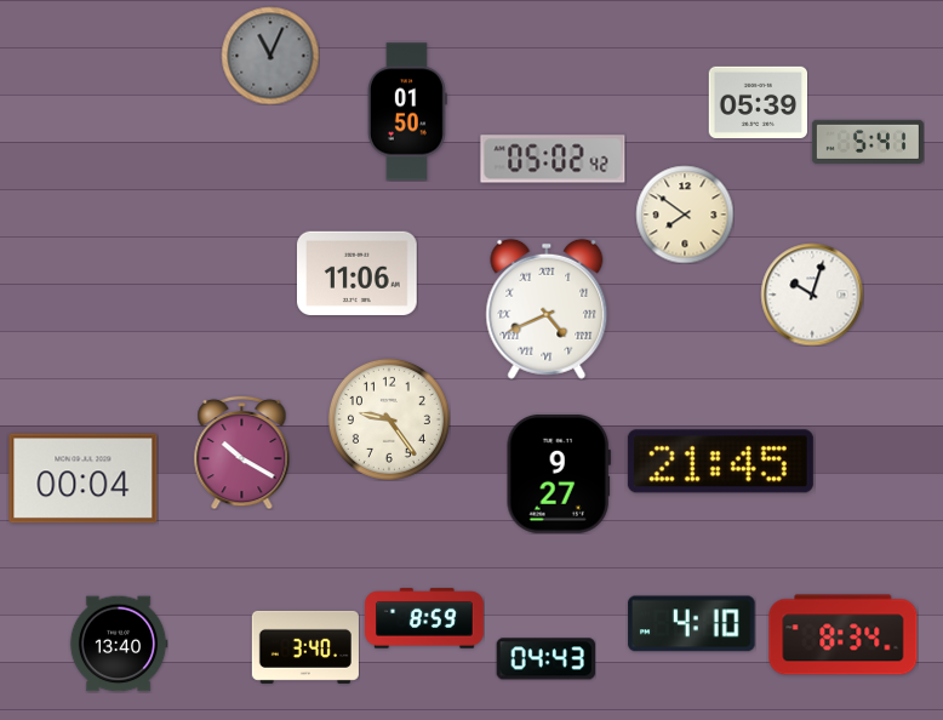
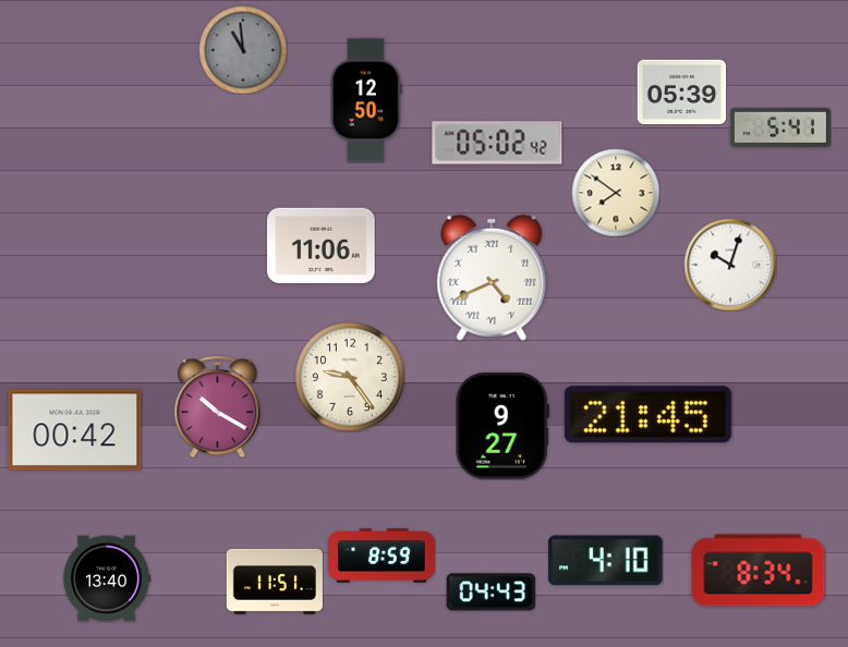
clock at (270, 56): 11:04 -> 10:59
clock at (407, 112): 01:50 -> 12:50
clock at (84, 479): 00:04 -> 00:42
clock at (692, 624) position: (692, 624) -> (606, 561)
clock at (305, 647): 3:40 -> 11:51
